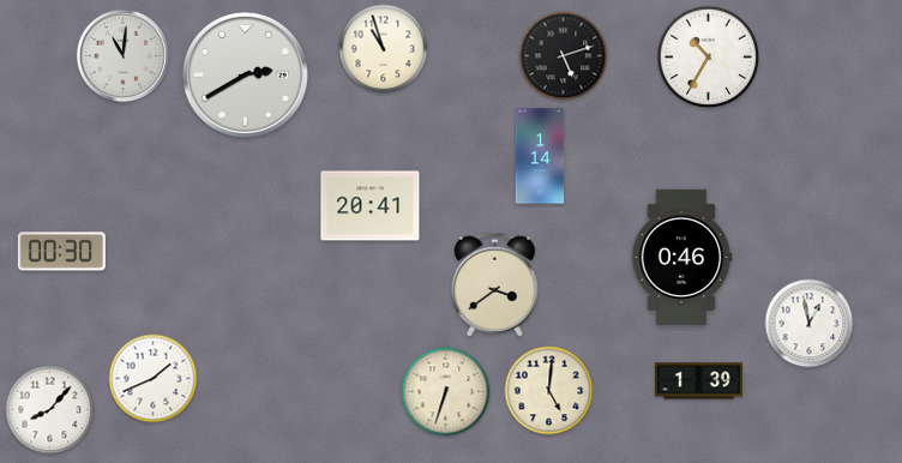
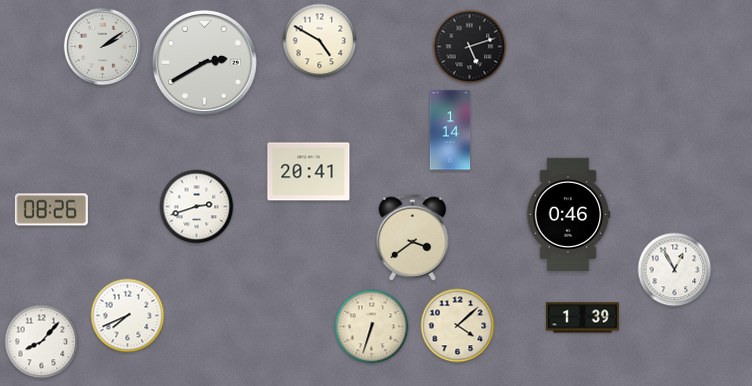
clock at (384, 49): 10:57 -> 4:50
clock at (122, 55): 11:01 -> 2:09
clock at (708, 56): 10:35 -> none
clock at (197, 207): none -> 2:42
clock at (61, 252): 00:30 -> 08:26
clock at (810, 324): 12:58 -> 12:55
clock at (154, 379): 1:41 -> 7:41
clock at (549, 391): 5:01 -> 4:08
